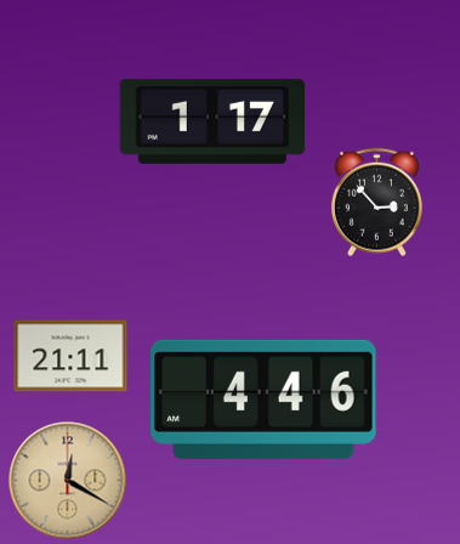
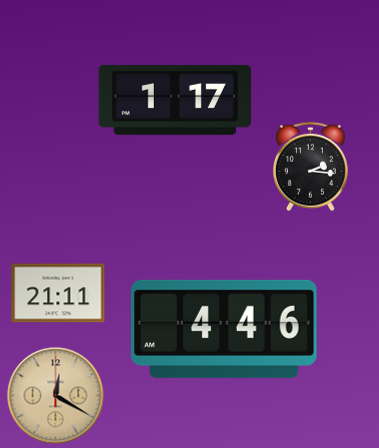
clock at (376, 203): 2:53 -> 2:16
clock at (263, 399) position: (263, 399) -> (224, 329)
